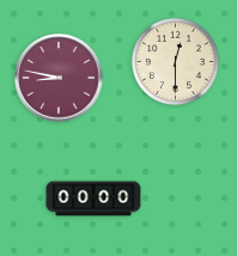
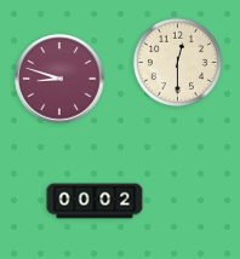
clock at (59, 78): 8:47 -> 8:48
clock at (93, 199): 00:00 -> 00:02
